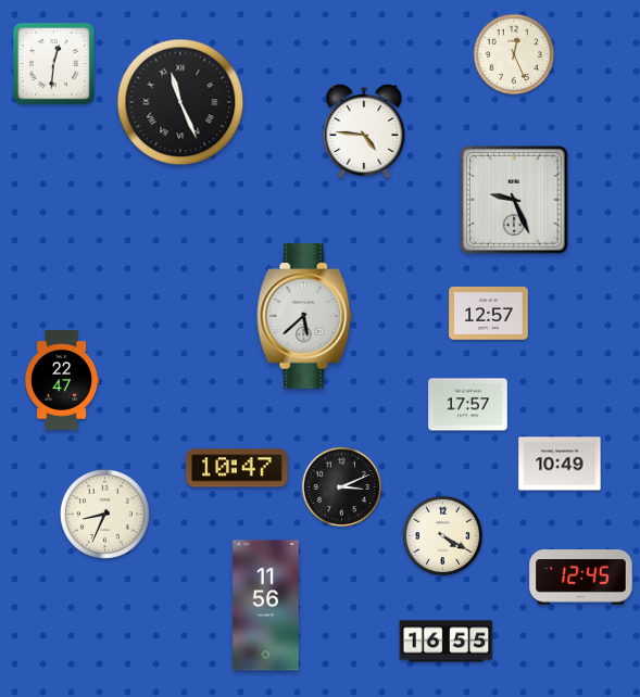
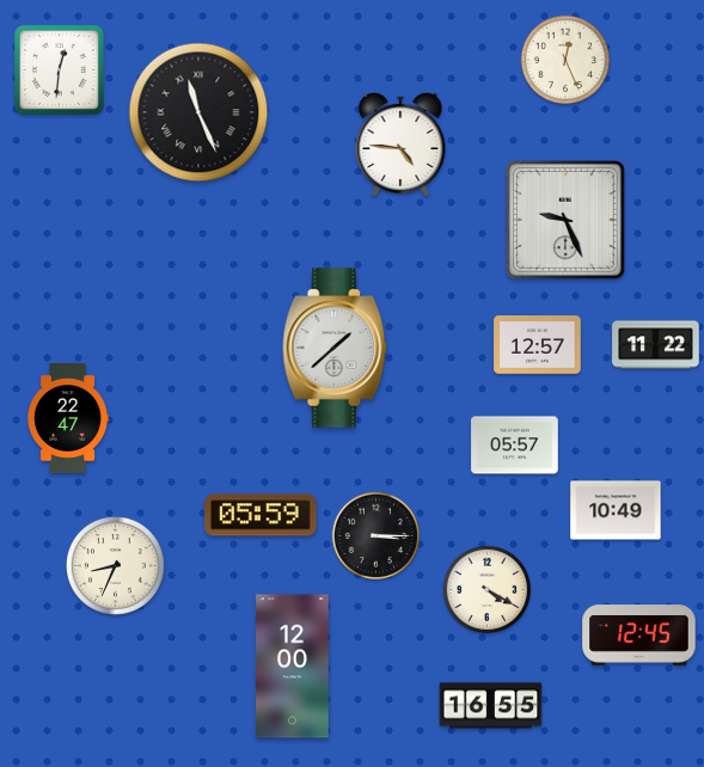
clock at (656, 345): none -> 11:22
clock at (304, 316): 5:38 -> 1:38
clock at (468, 405): 17:57 -> 05:57
clock at (237, 468): 10:47 -> 05:59
clock at (342, 487): 3:11 -> 3:15
clock at (266, 606): 11:56 -> 12:00
